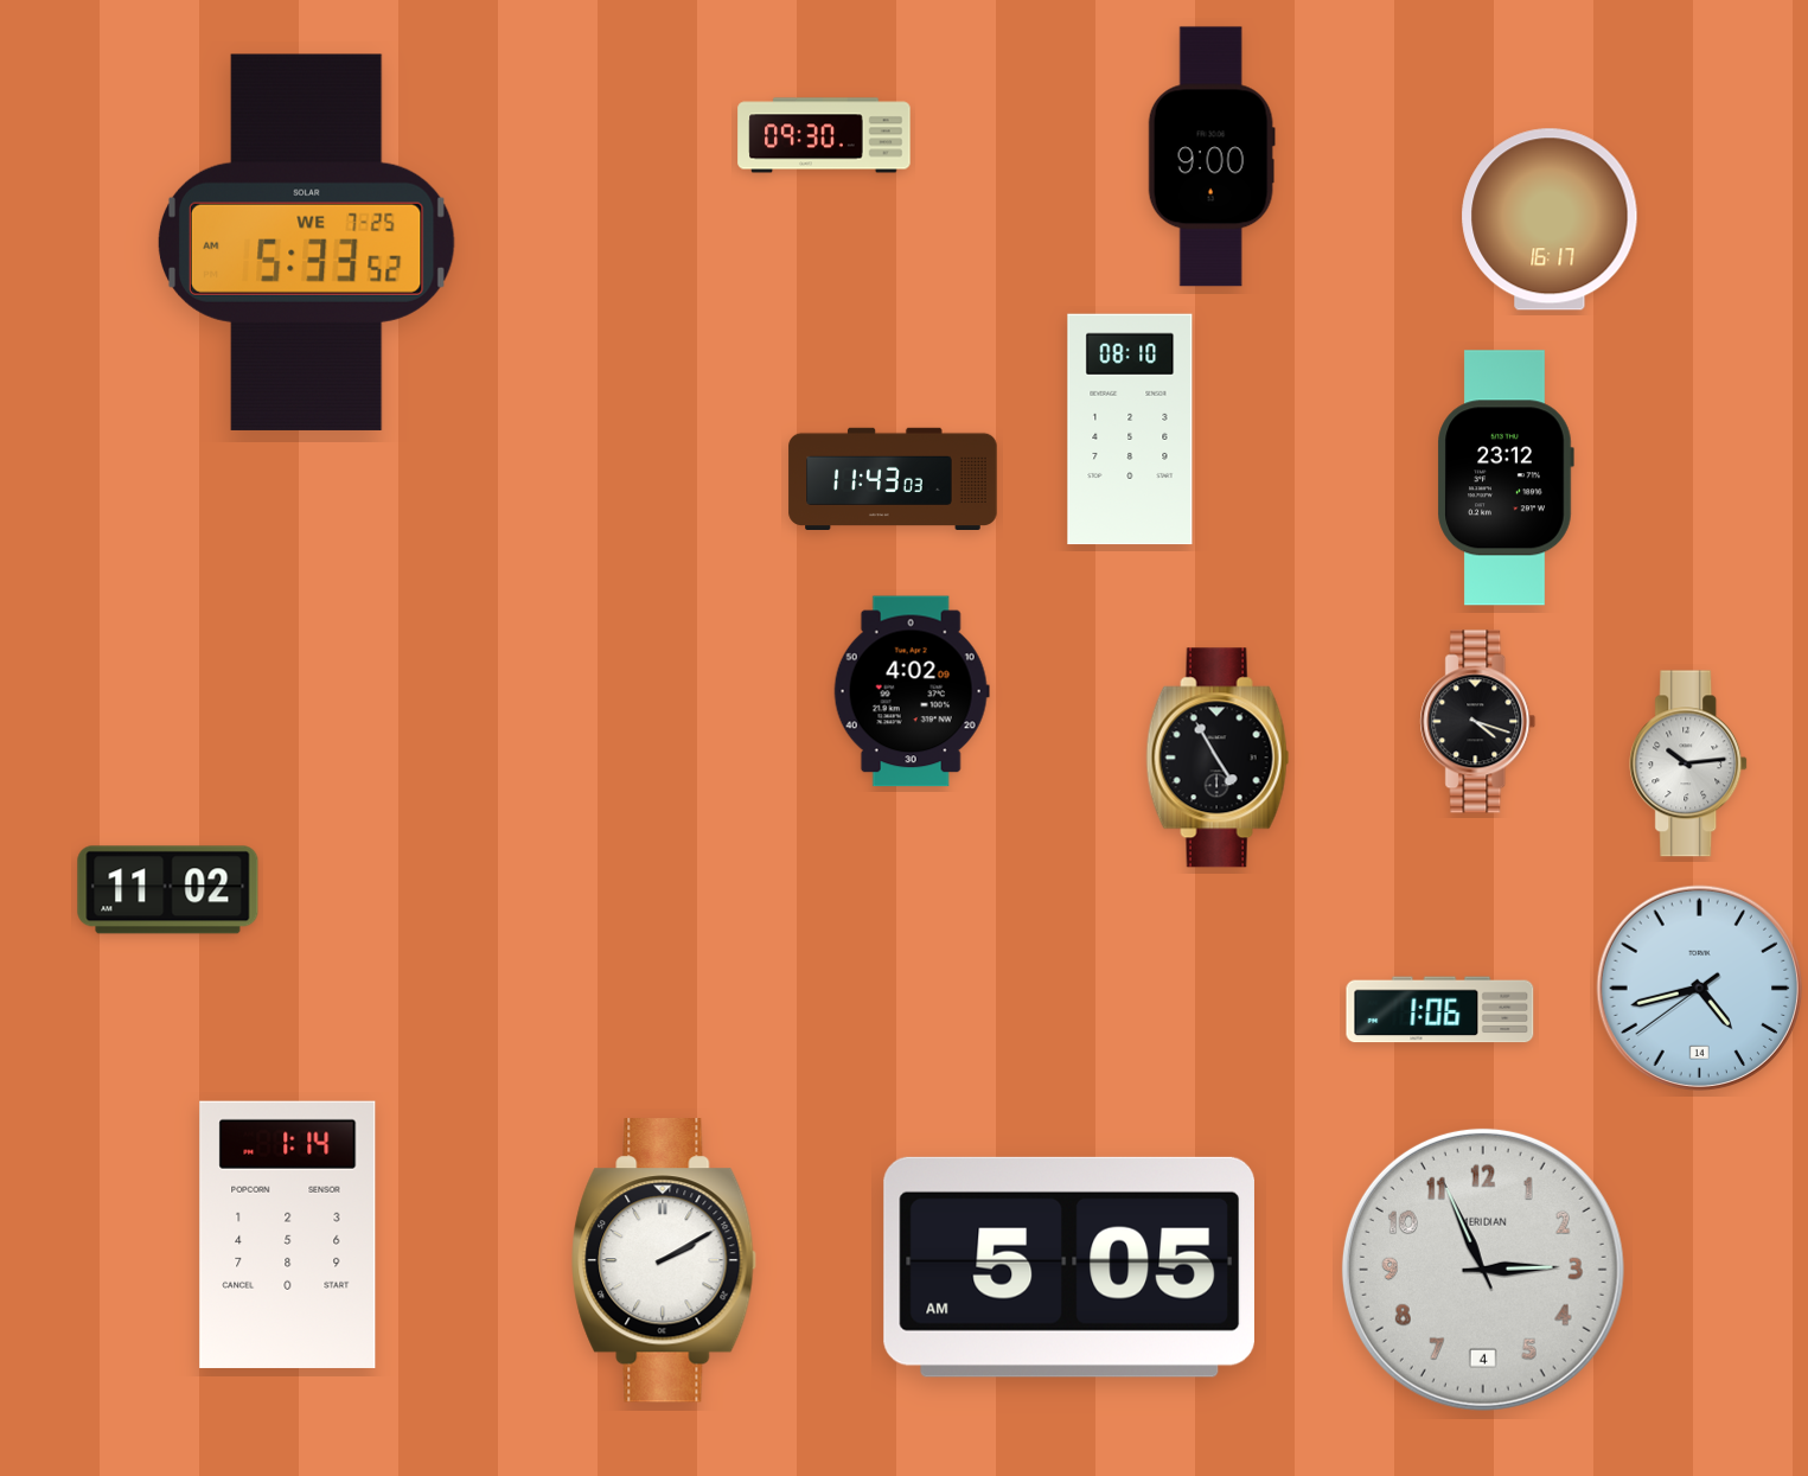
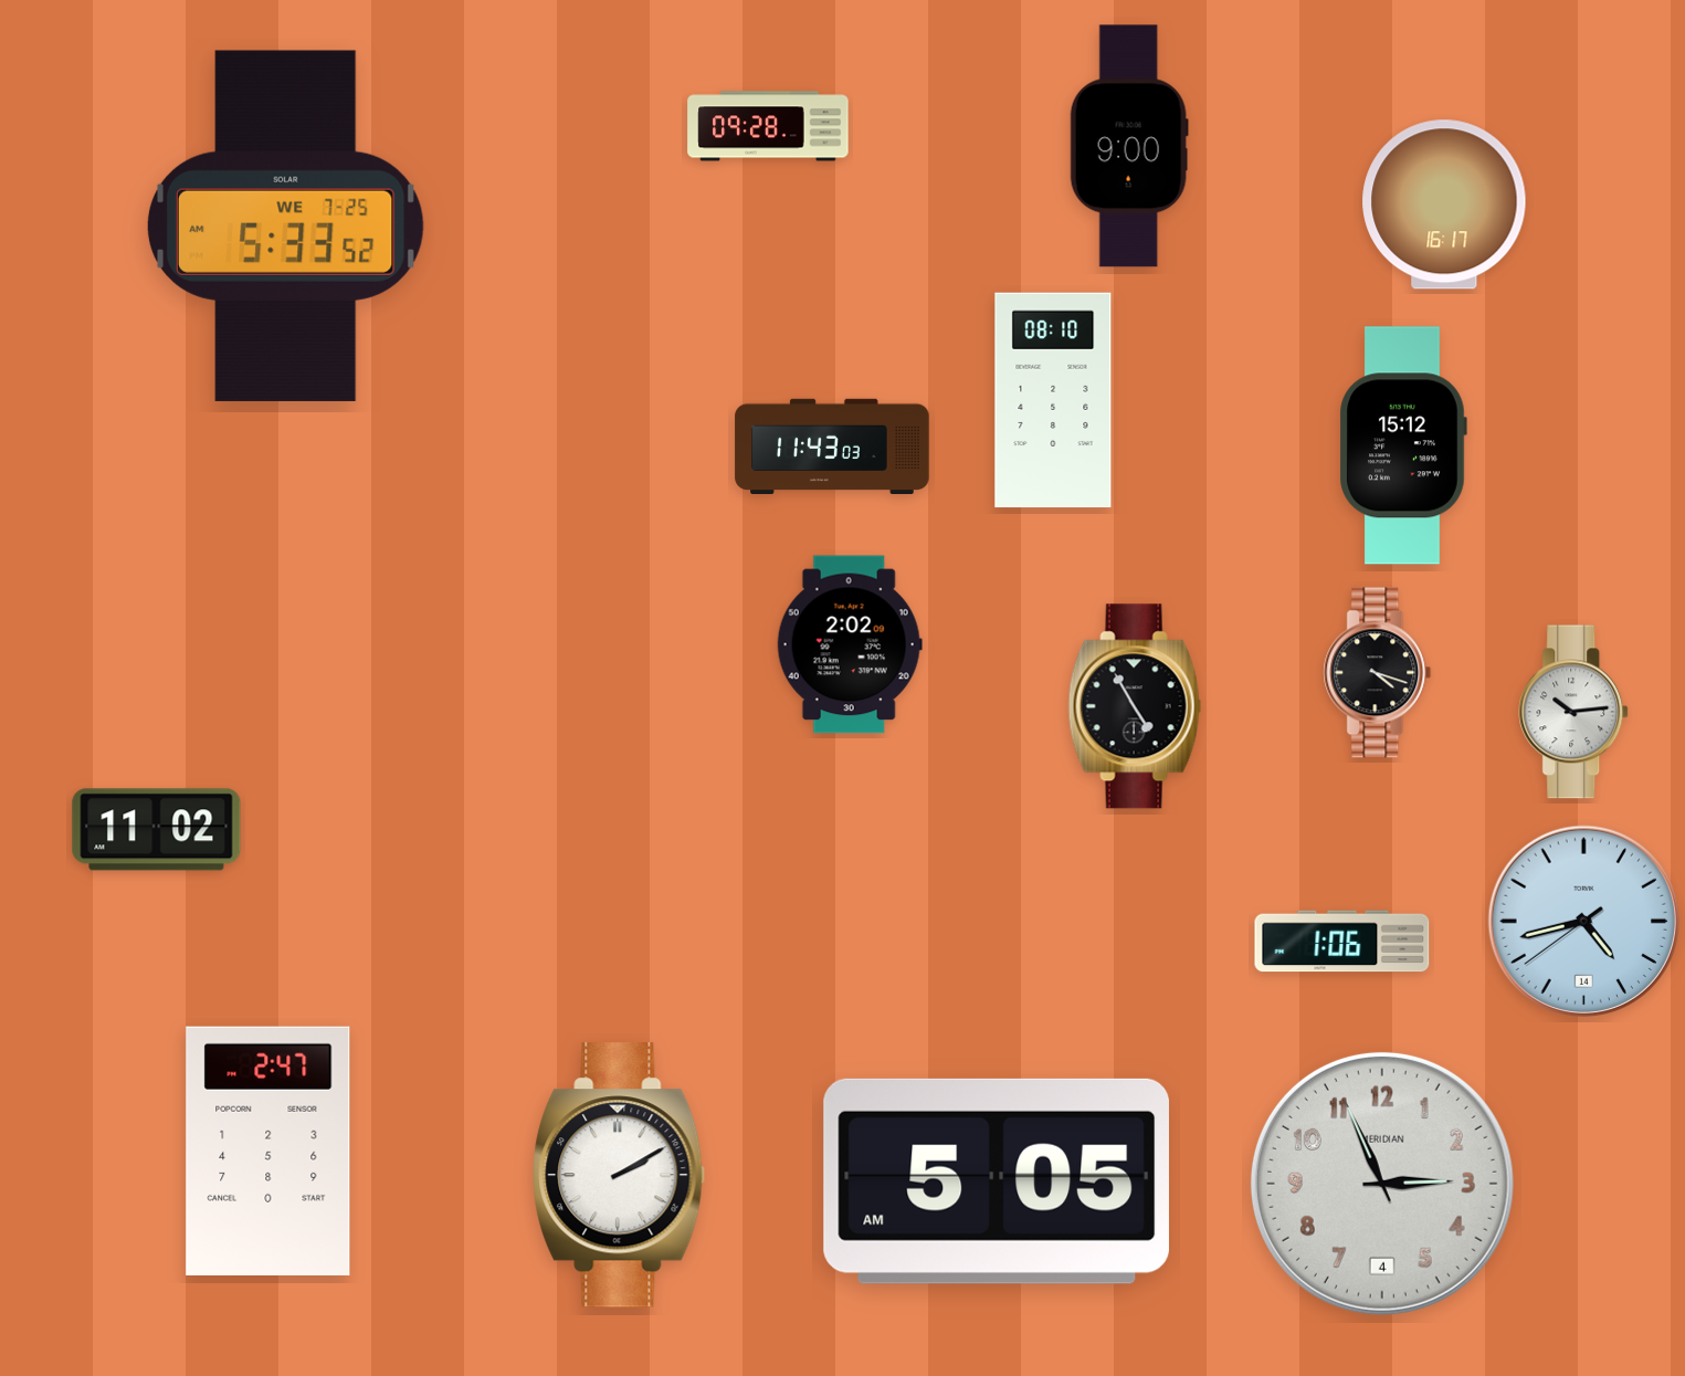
clock at (824, 135): 09:30 -> 09:28
clock at (1506, 478): 23:12 -> 15:12
clock at (912, 691): 4:02 -> 2:02
clock at (288, 1234): 1:14 -> 2:47
